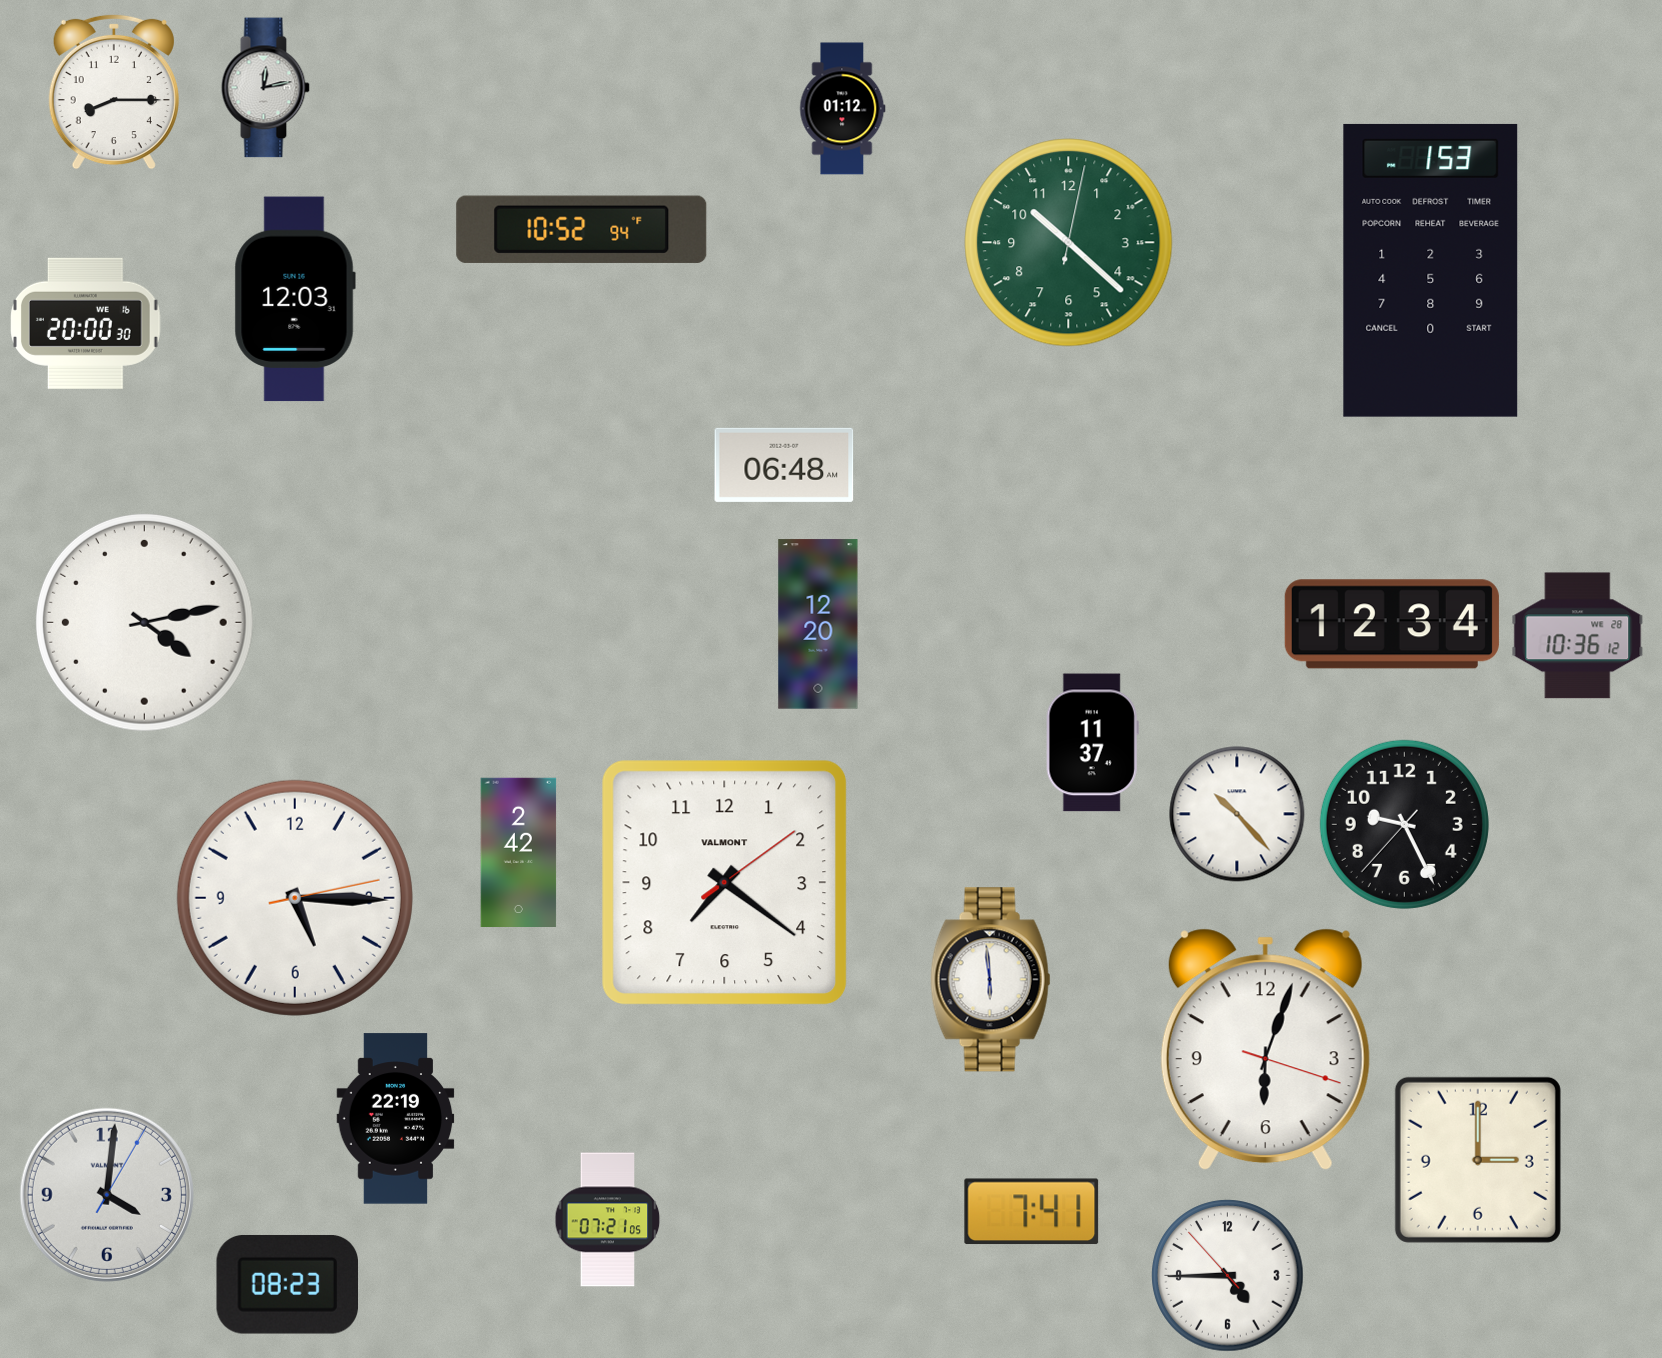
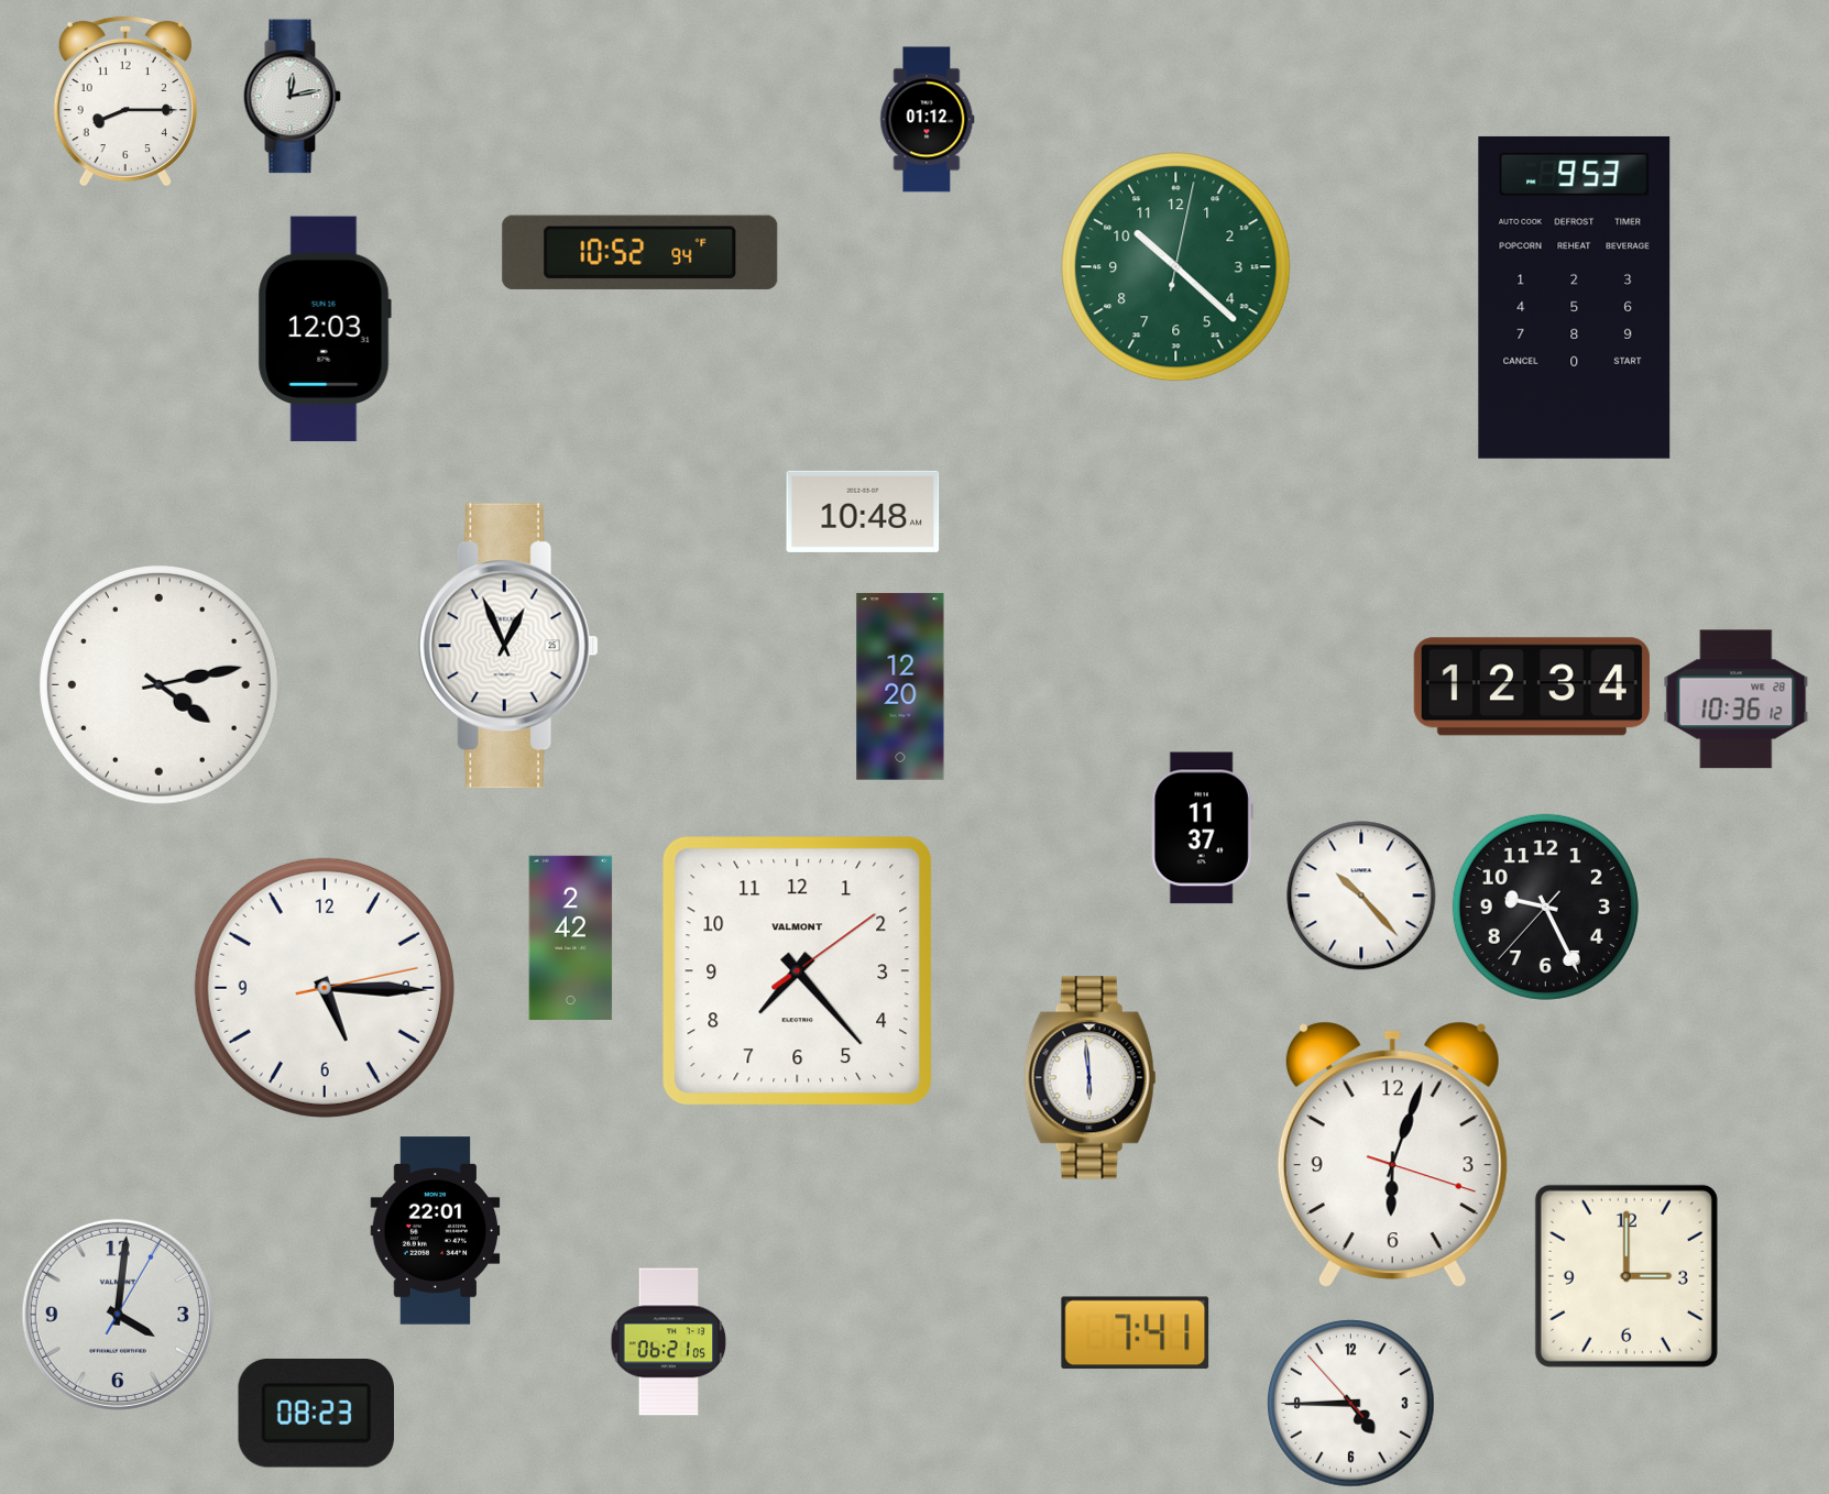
clock at (1431, 270): 1:53 -> 9:53
clock at (86, 323): 20:00 -> none
clock at (784, 465): 06:48 -> 10:48
clock at (508, 646): none -> 12:56
clock at (1092, 743) position: (1092, 743) -> (1202, 828)
clock at (725, 883): 7:21 -> 7:23
clock at (396, 1119): 22:19 -> 22:01
clock at (608, 1220): 07:21 -> 06:21
